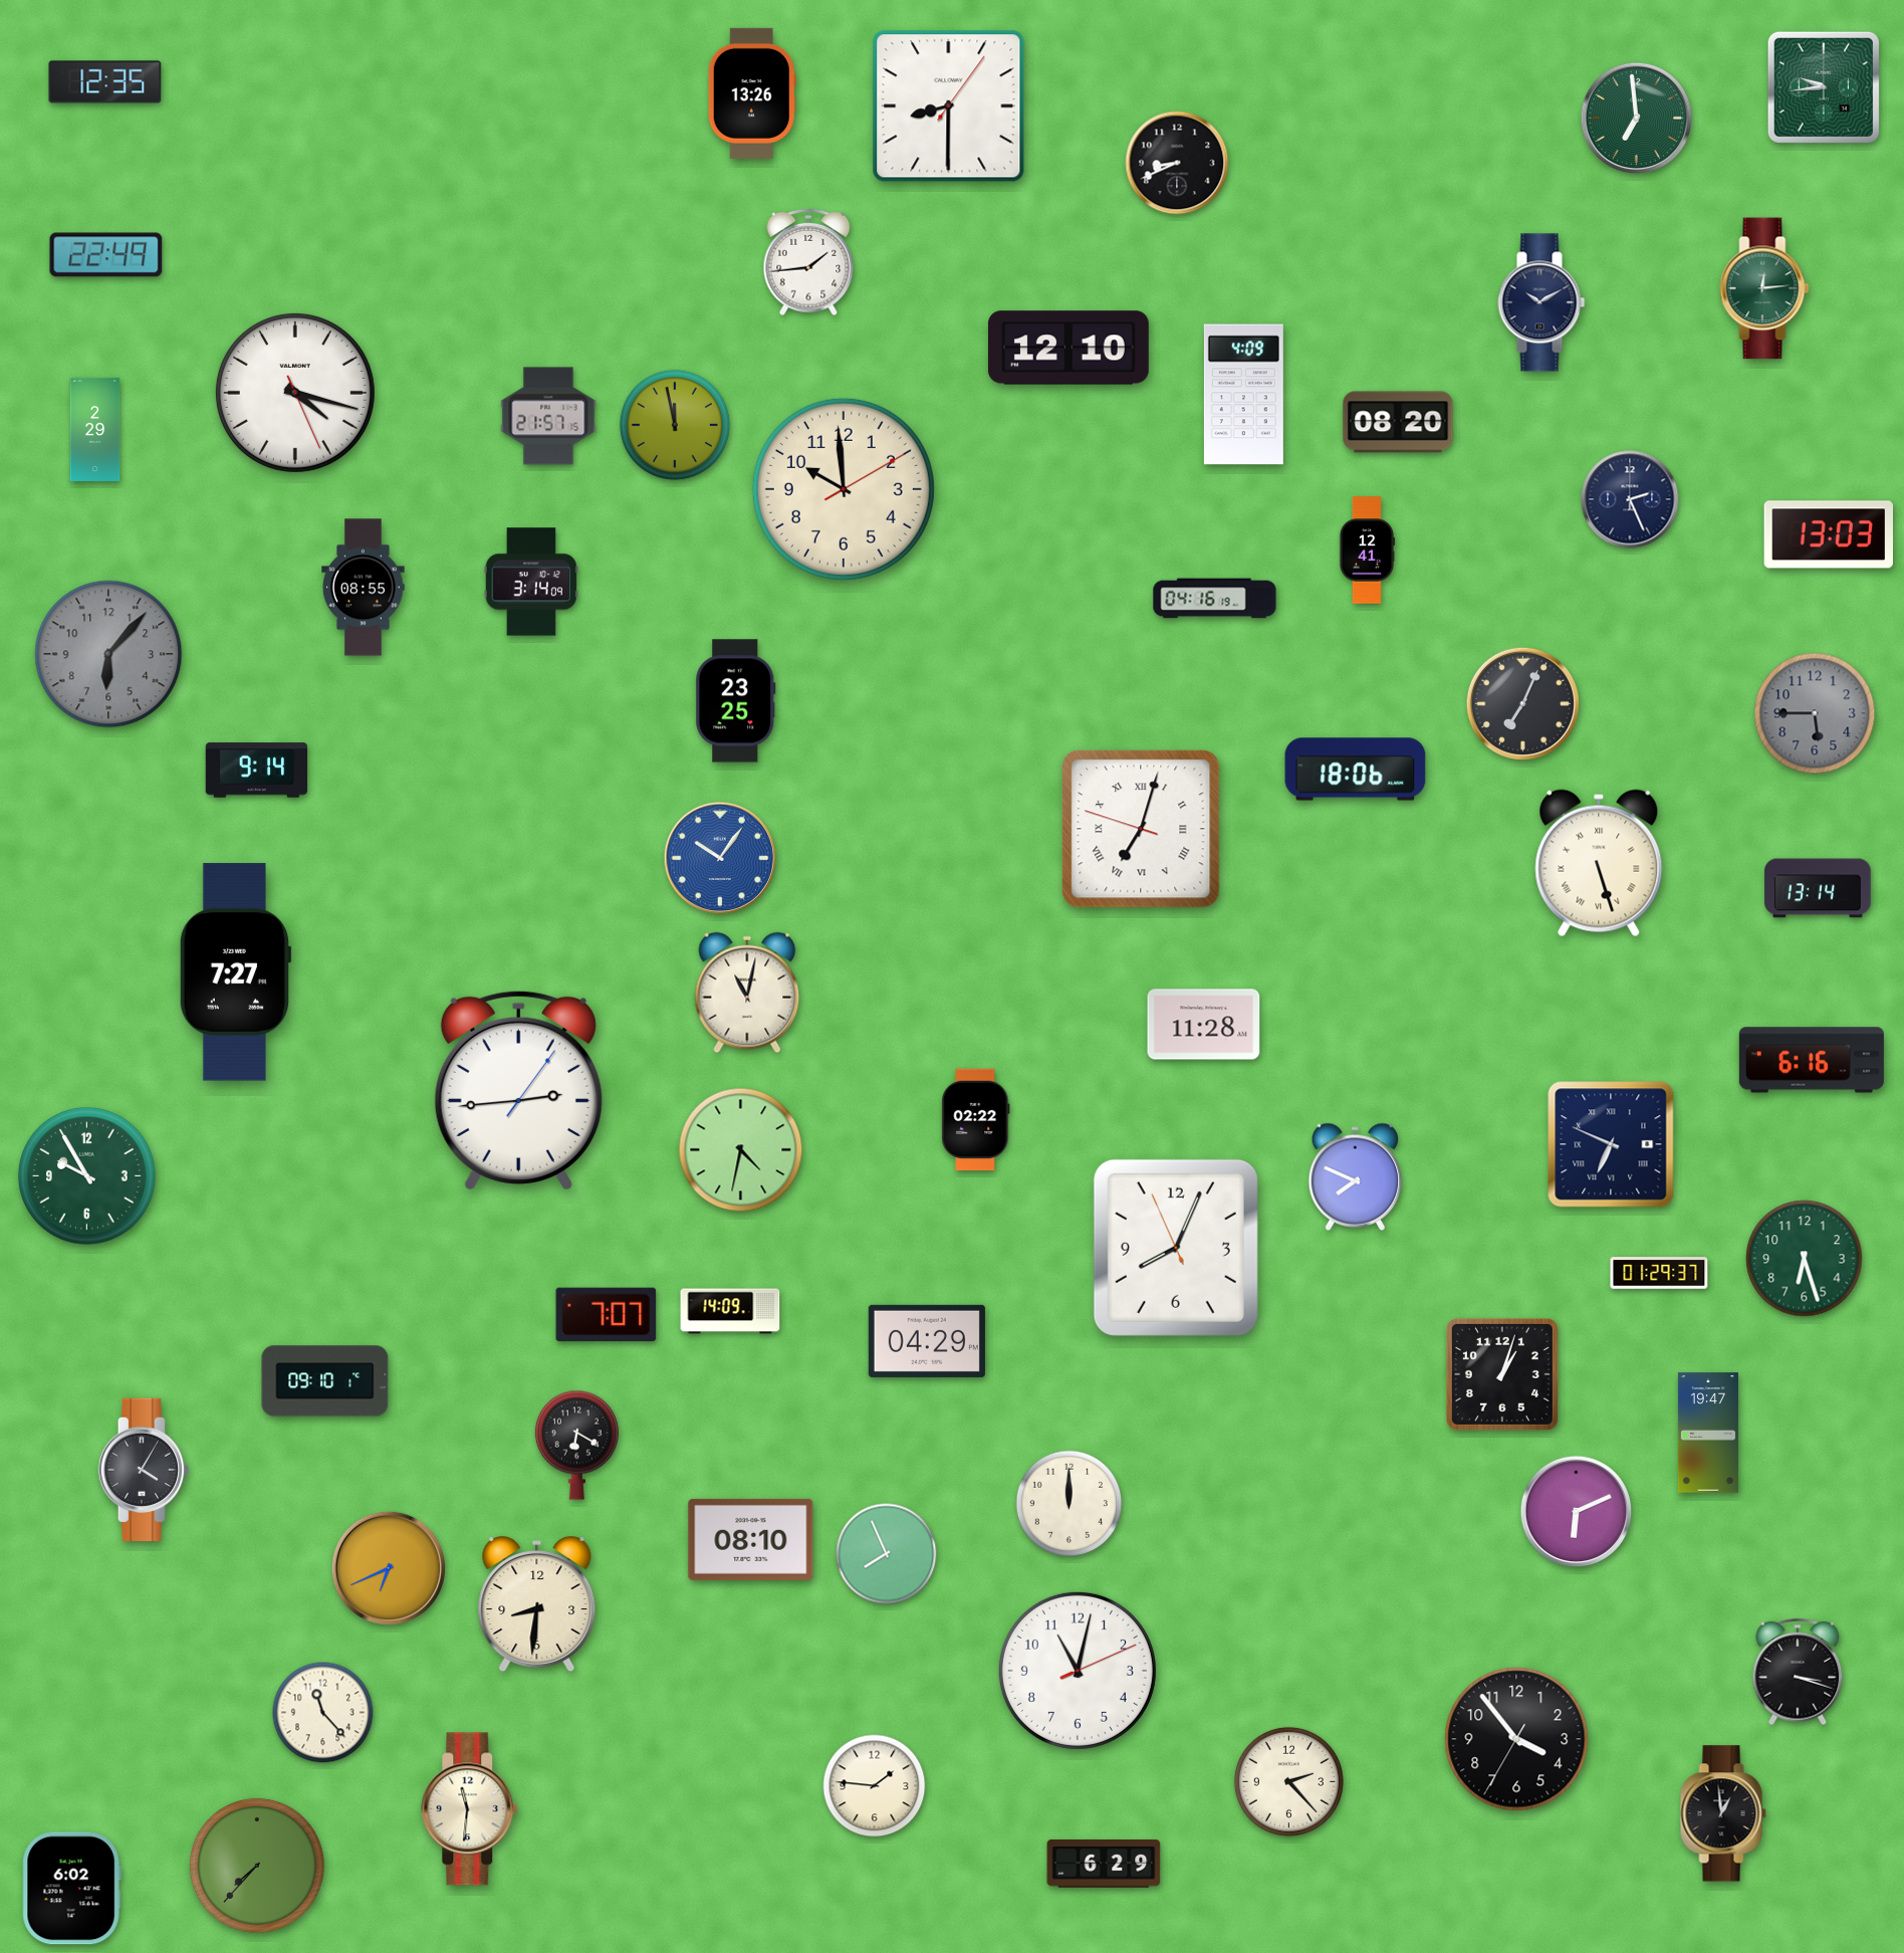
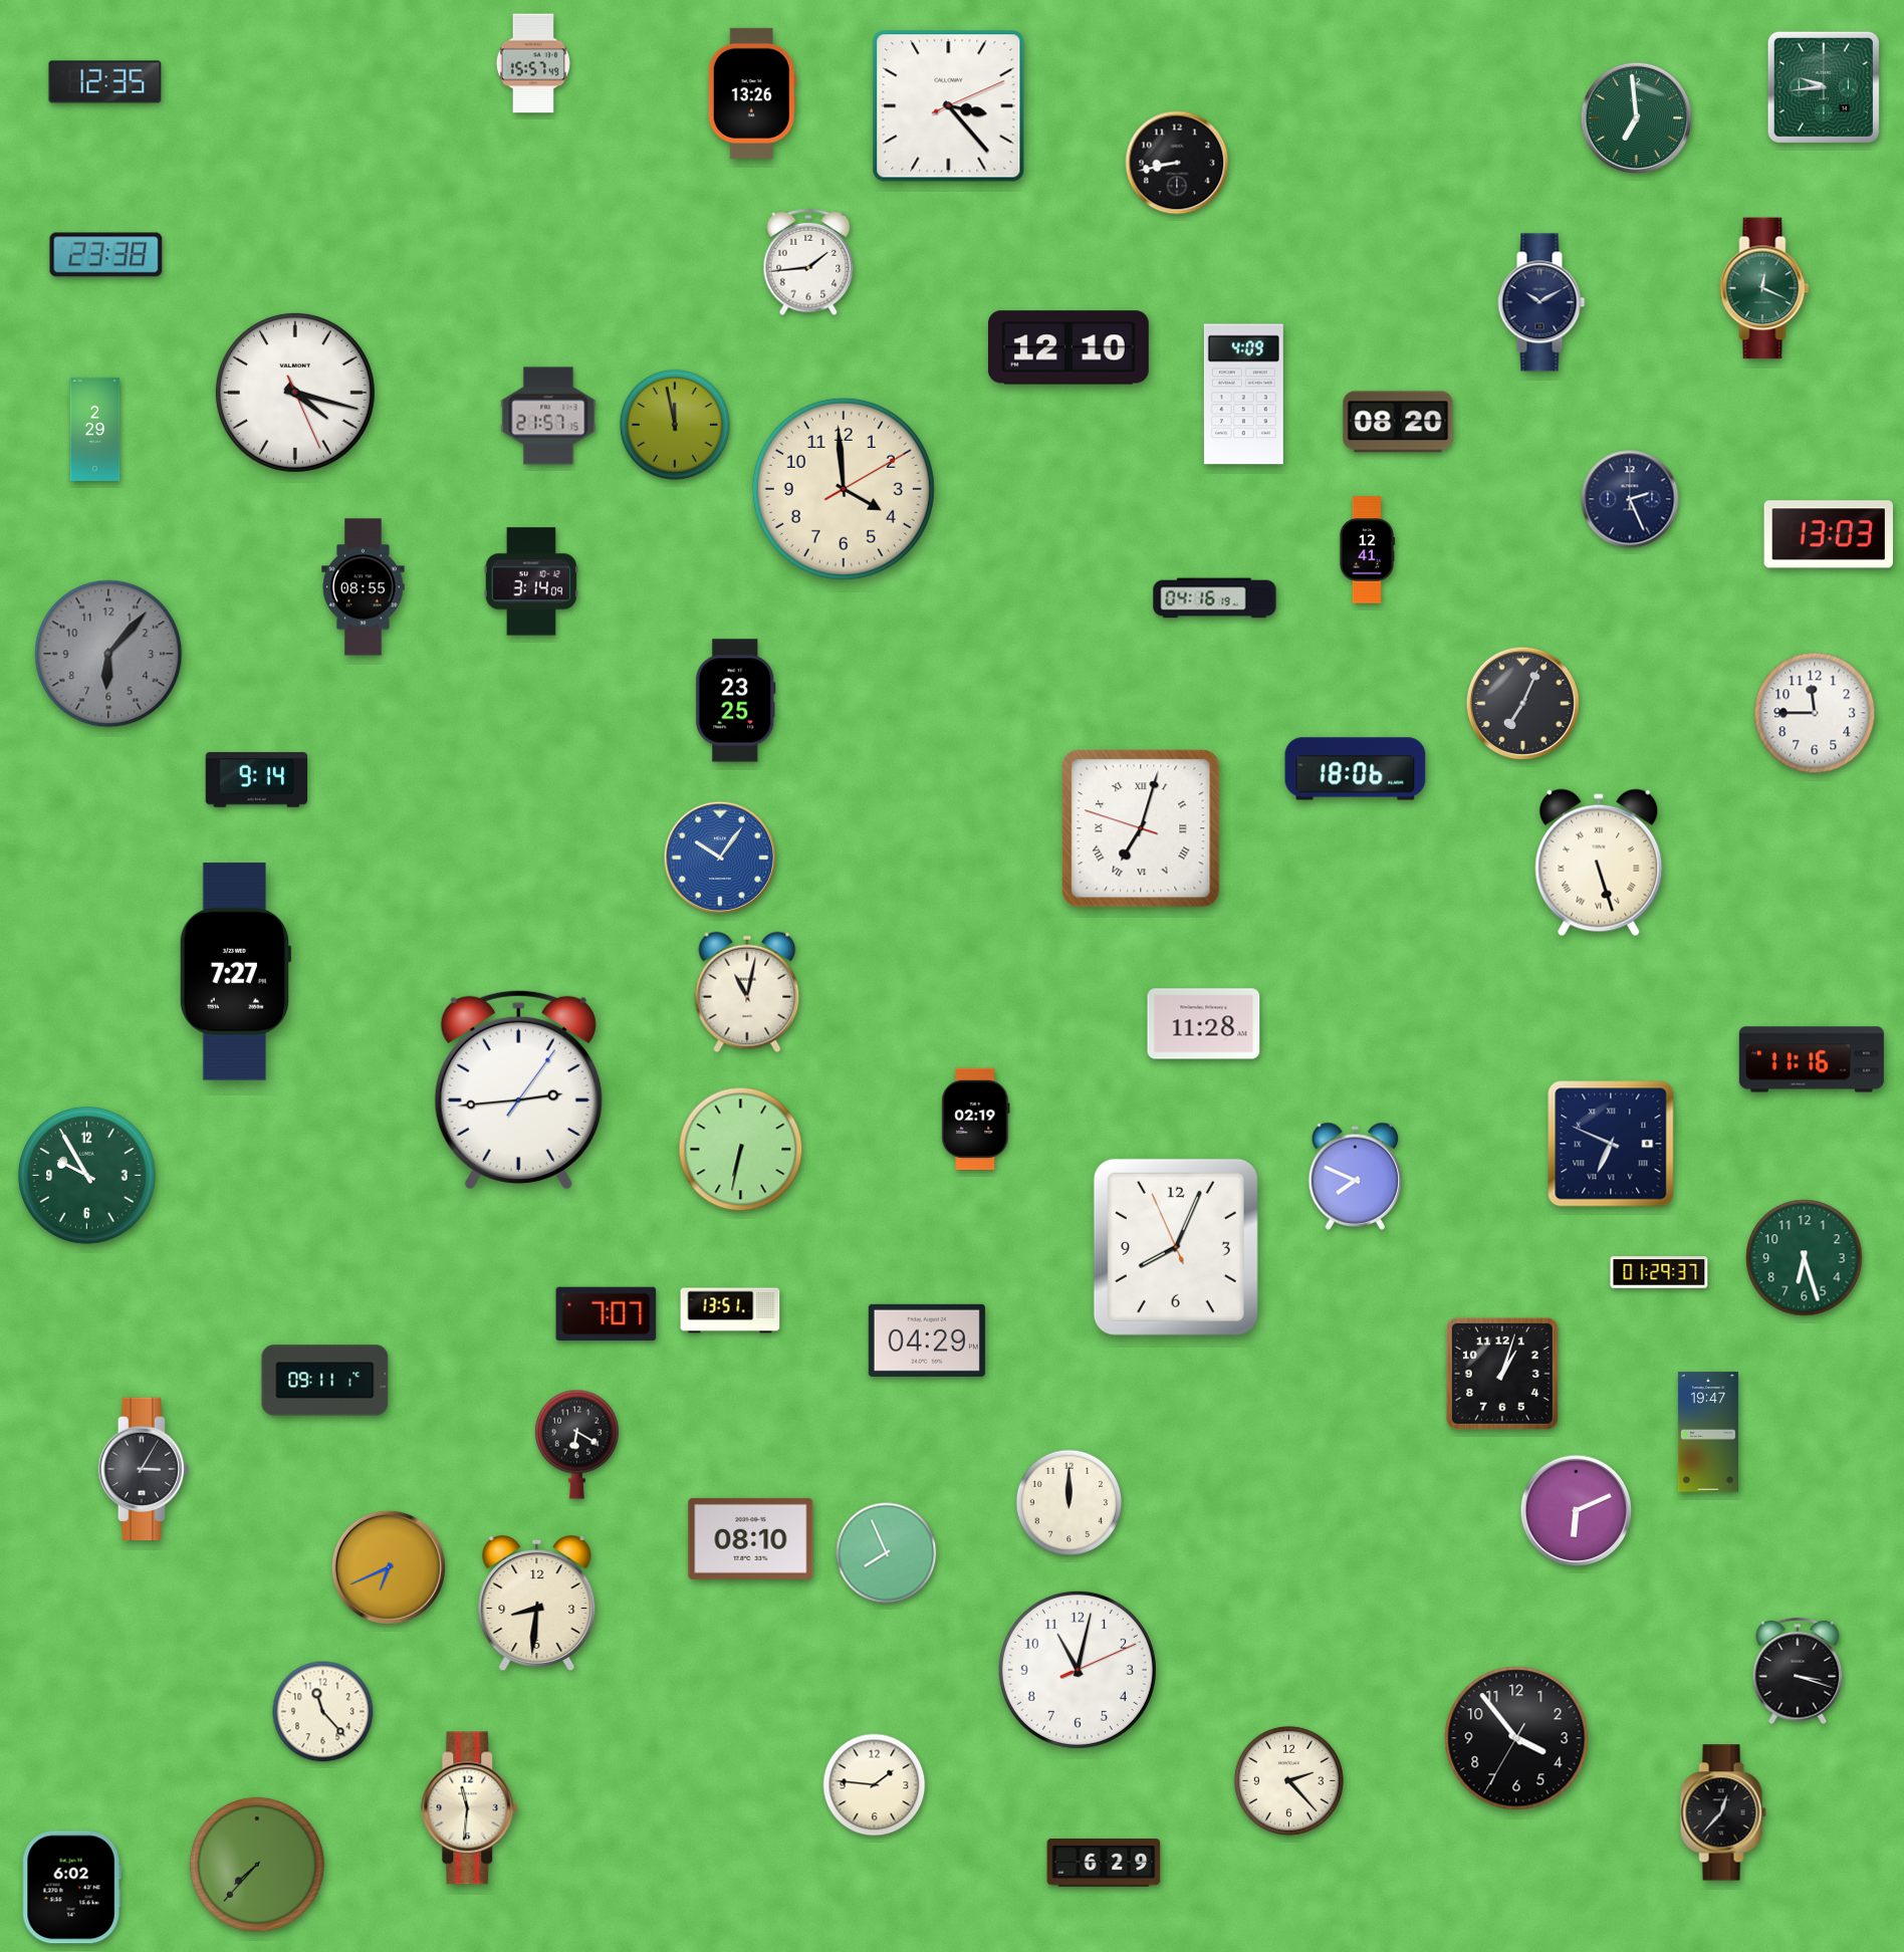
clock at (533, 63): none -> 15:57
clock at (949, 106): 8:30 -> 3:23
clock at (1177, 163): 8:41 -> 8:43
clock at (106, 255): 22:49 -> 23:38
clock at (1764, 288): 12:14 -> 12:19
clock at (844, 489): 9:59 -> 3:59
clock at (1815, 713): 5:45 -> 11:45
clock at (1815, 713) dial: grey -> white
clock at (256, 771) position: (256, 771) -> (256, 780)
clock at (1818, 888): 13:14 -> none
clock at (1812, 1060): 6:16 -> 11:16
clock at (976, 1120): 02:22 -> 02:19
clock at (741, 1150): 4:32 -> 6:32
clock at (730, 1311): 14:09 -> 13:51
clock at (325, 1381): 09:10 -> 09:11
clock at (144, 1469): 4:05 -> 3:05
clock at (1723, 1813): 12:59 -> 12:37
